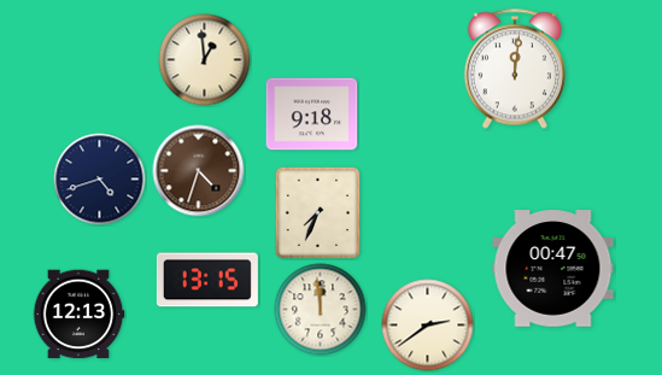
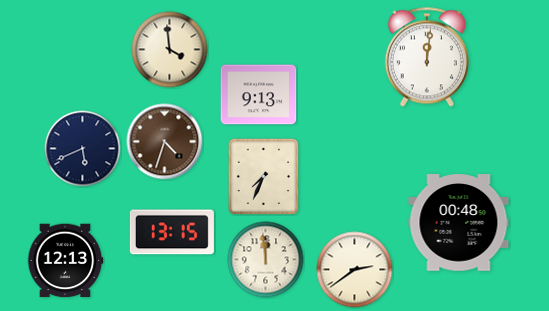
clock at (205, 60): 12:59 -> 3:59
clock at (312, 115): 9:18 -> 9:13
clock at (100, 180): 4:42 -> 5:41
clock at (553, 269): 00:47 -> 00:48
clock at (321, 310) position: (321, 310) -> (266, 260)
